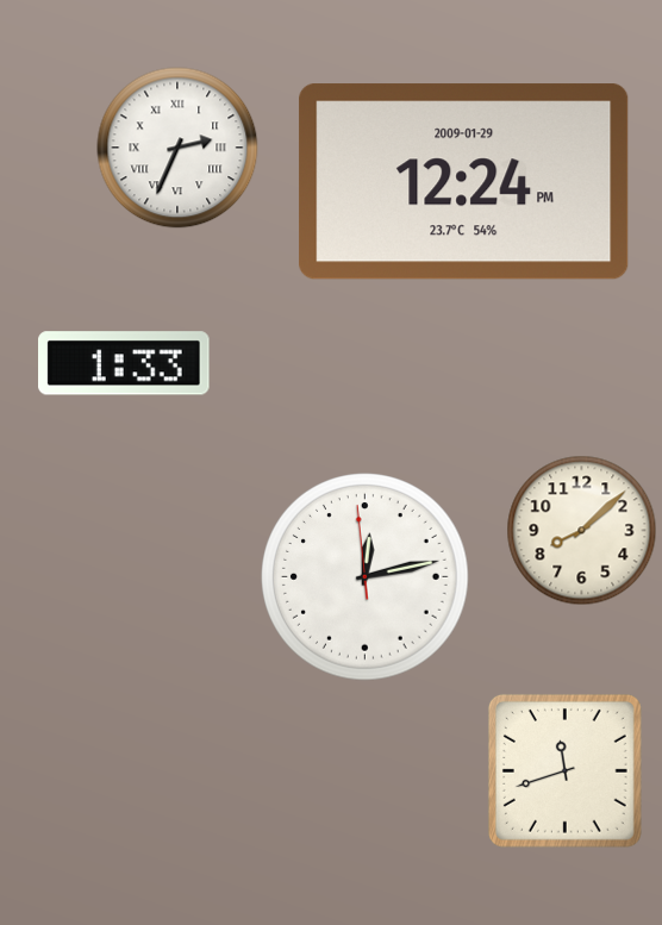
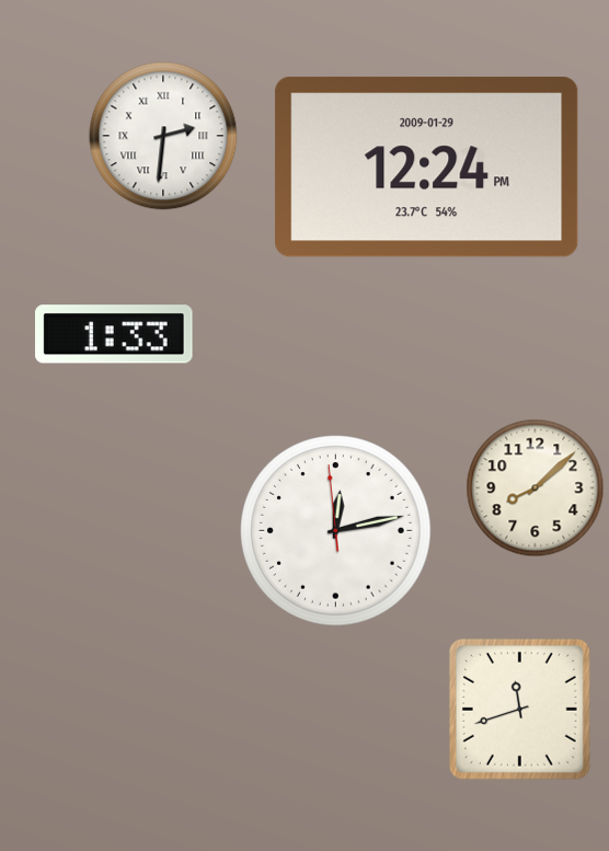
clock at (177, 148): 2:34 -> 2:31
